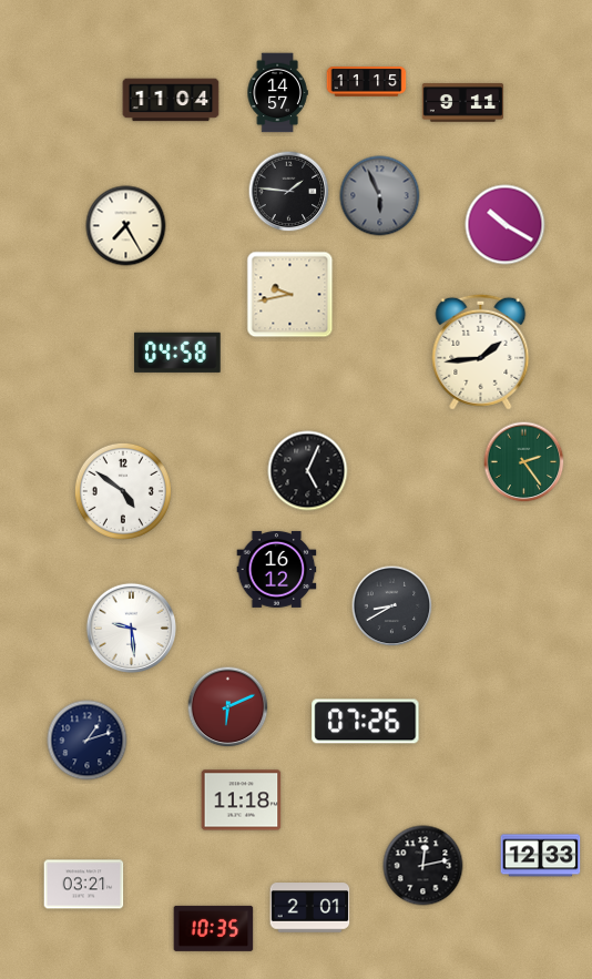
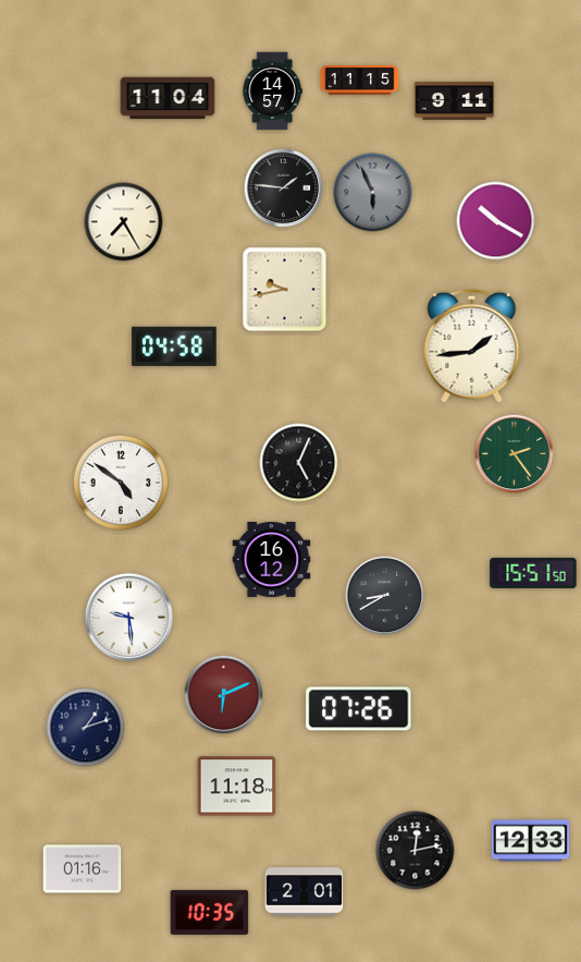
clock at (308, 471) position: (308, 471) -> (299, 463)
clock at (533, 573): none -> 15:51
clock at (84, 885): 03:21 -> 01:16
